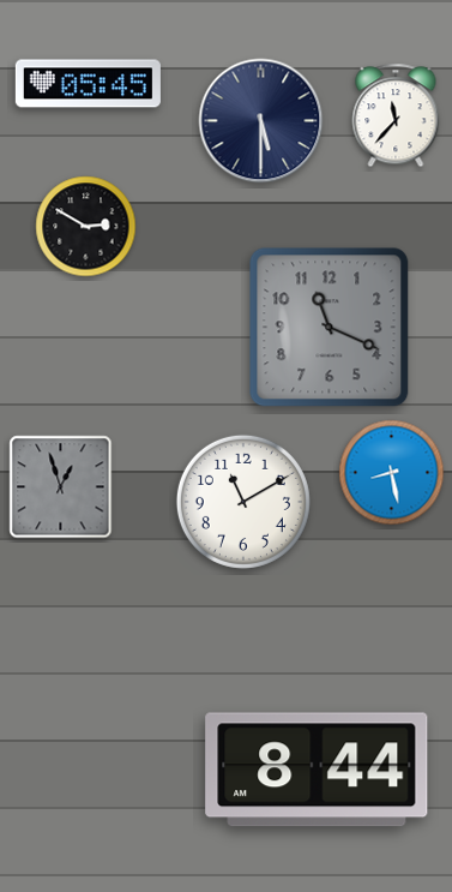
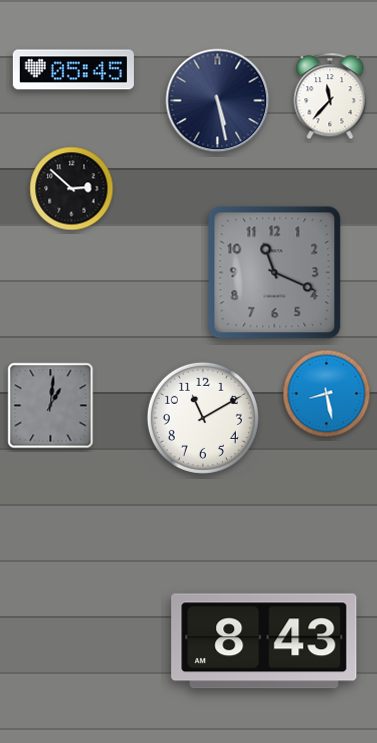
clock at (261, 121): 5:30 -> 5:28
clock at (86, 227): 2:50 -> 2:52
clock at (61, 487): 12:57 -> 1:01
clock at (317, 770): 8:44 -> 8:43
